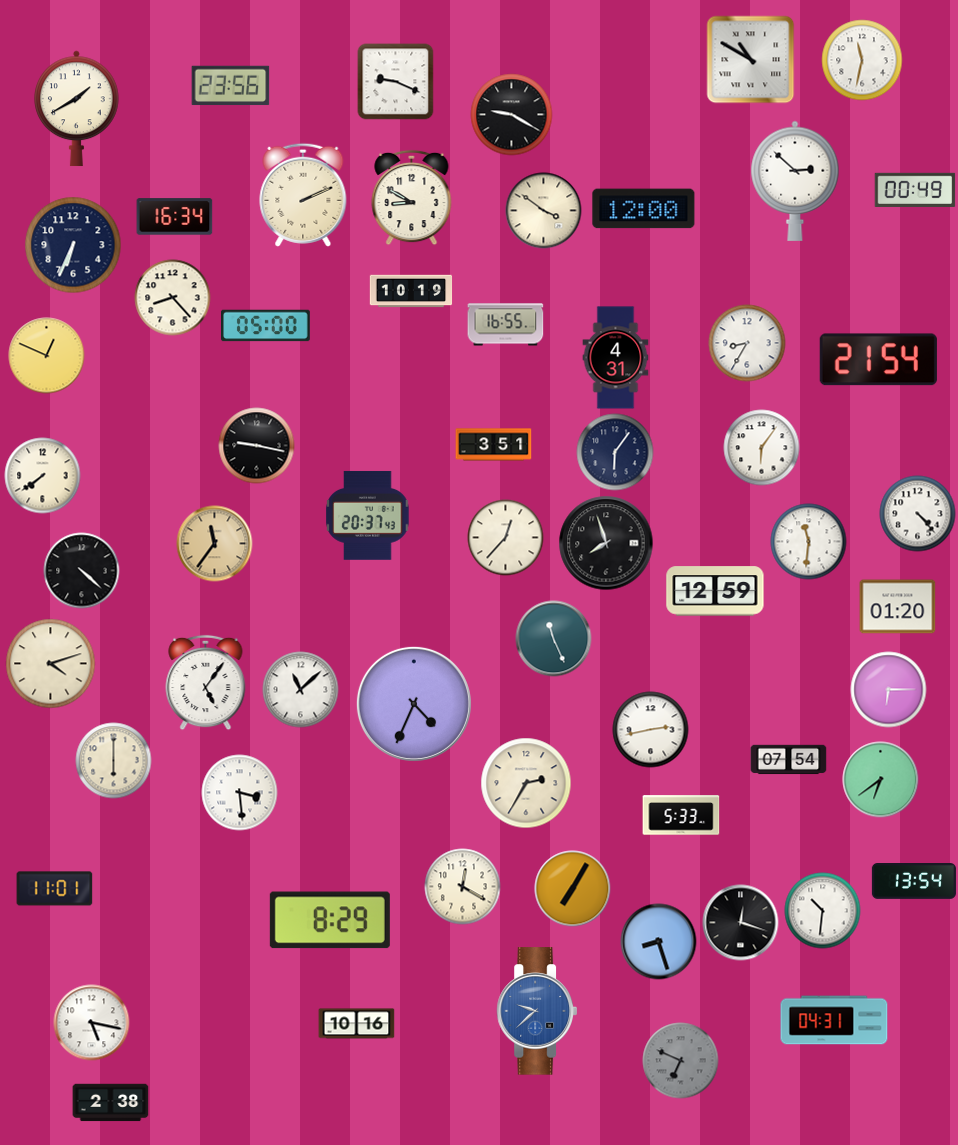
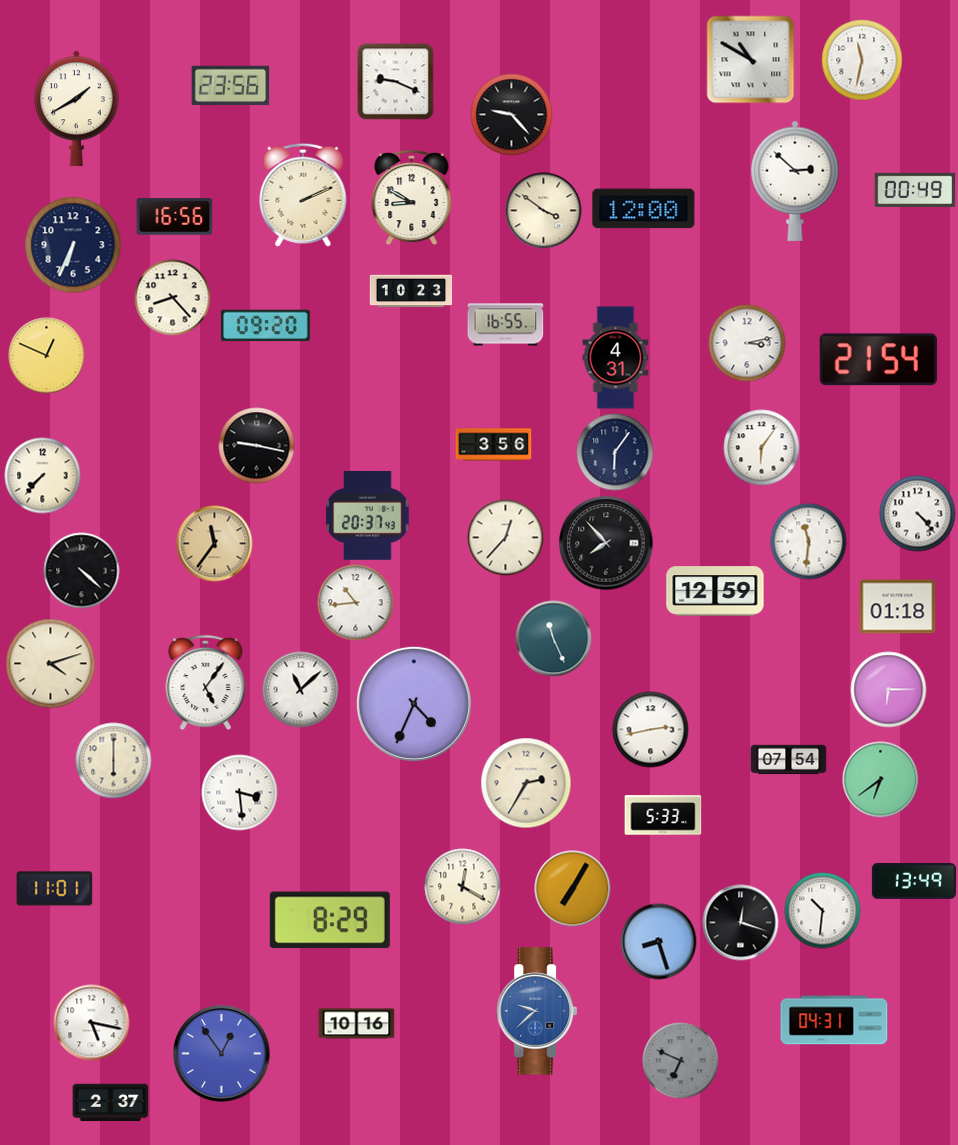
clock at (512, 115): 9:20 -> 9:23
clock at (175, 217): 16:34 -> 16:56
clock at (411, 291): 10:19 -> 10:23
clock at (266, 326): 05:00 -> 09:20
clock at (747, 343): 8:35 -> 3:13
clock at (494, 445): 3:51 -> 3:56
clock at (43, 476): 7:39 -> 7:37
clock at (606, 543): 7:57 -> 7:53
clock at (356, 603): none -> 10:44
clock at (898, 607): 01:20 -> 01:18
clock at (681, 815) position: (681, 815) -> (663, 815)
clock at (914, 882): 13:54 -> 13:49
clock at (222, 1054): none -> 12:54
clock at (111, 1103): 2:38 -> 2:37
